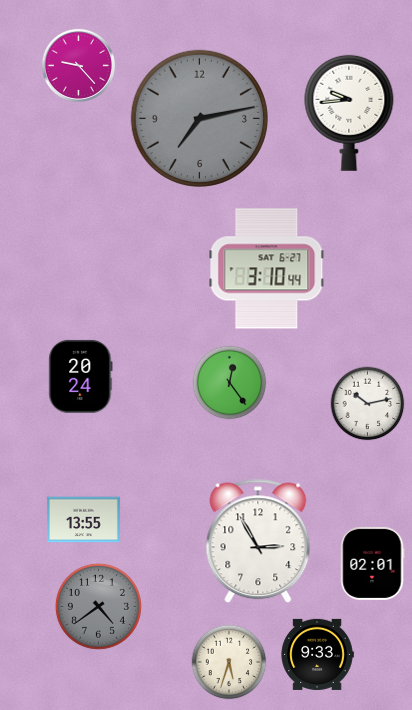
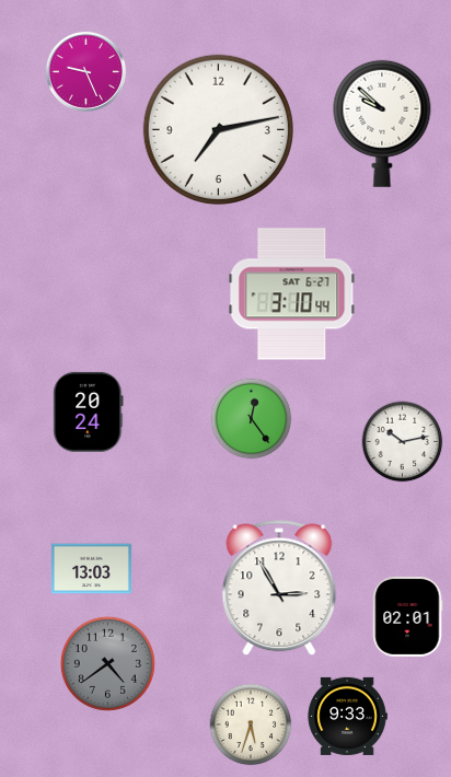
clock at (78, 65): 9:23 -> 9:26
clock at (349, 113): 9:44 -> 9:52
clock at (199, 118) dial: grey -> white
clock at (83, 520): 13:55 -> 13:03
clock at (258, 541) position: (258, 541) -> (279, 588)
